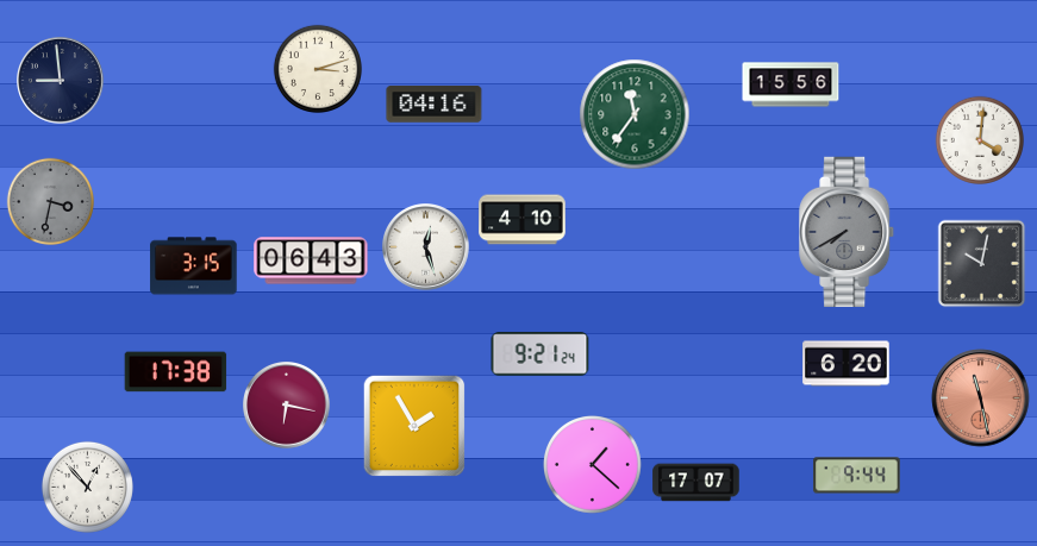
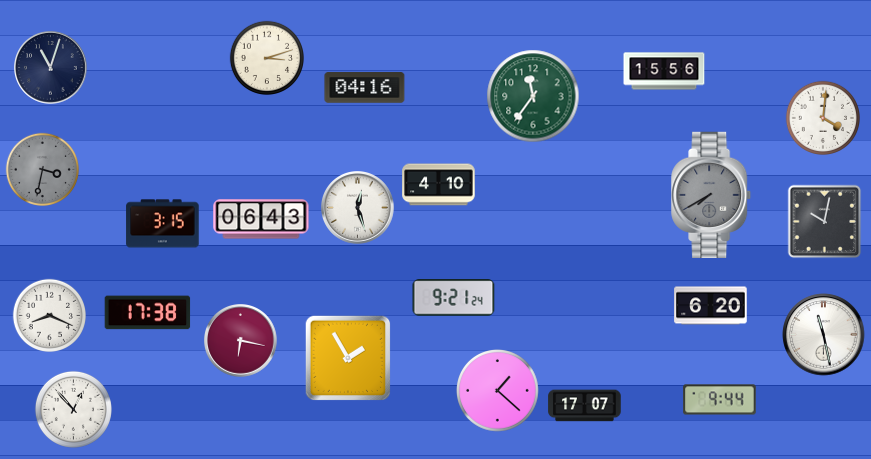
clock at (61, 81): 8:59 -> 11:03
clock at (49, 315): none -> 8:19
clock at (981, 398) dial: salmon -> white
